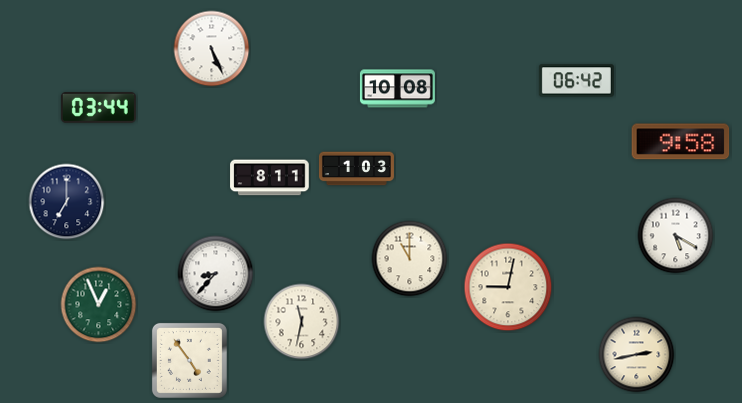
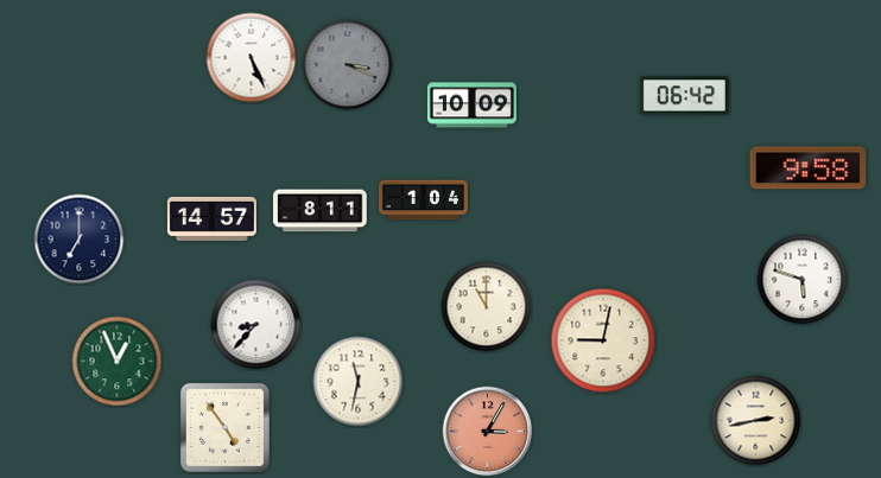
clock at (348, 65): none -> 3:19
clock at (397, 89): 10:08 -> 10:09
clock at (98, 108): 03:44 -> none
clock at (356, 169): 1:03 -> 1:04
clock at (211, 218): none -> 14:57
clock at (676, 236): 5:20 -> 5:48
clock at (488, 432): none -> 3:05
